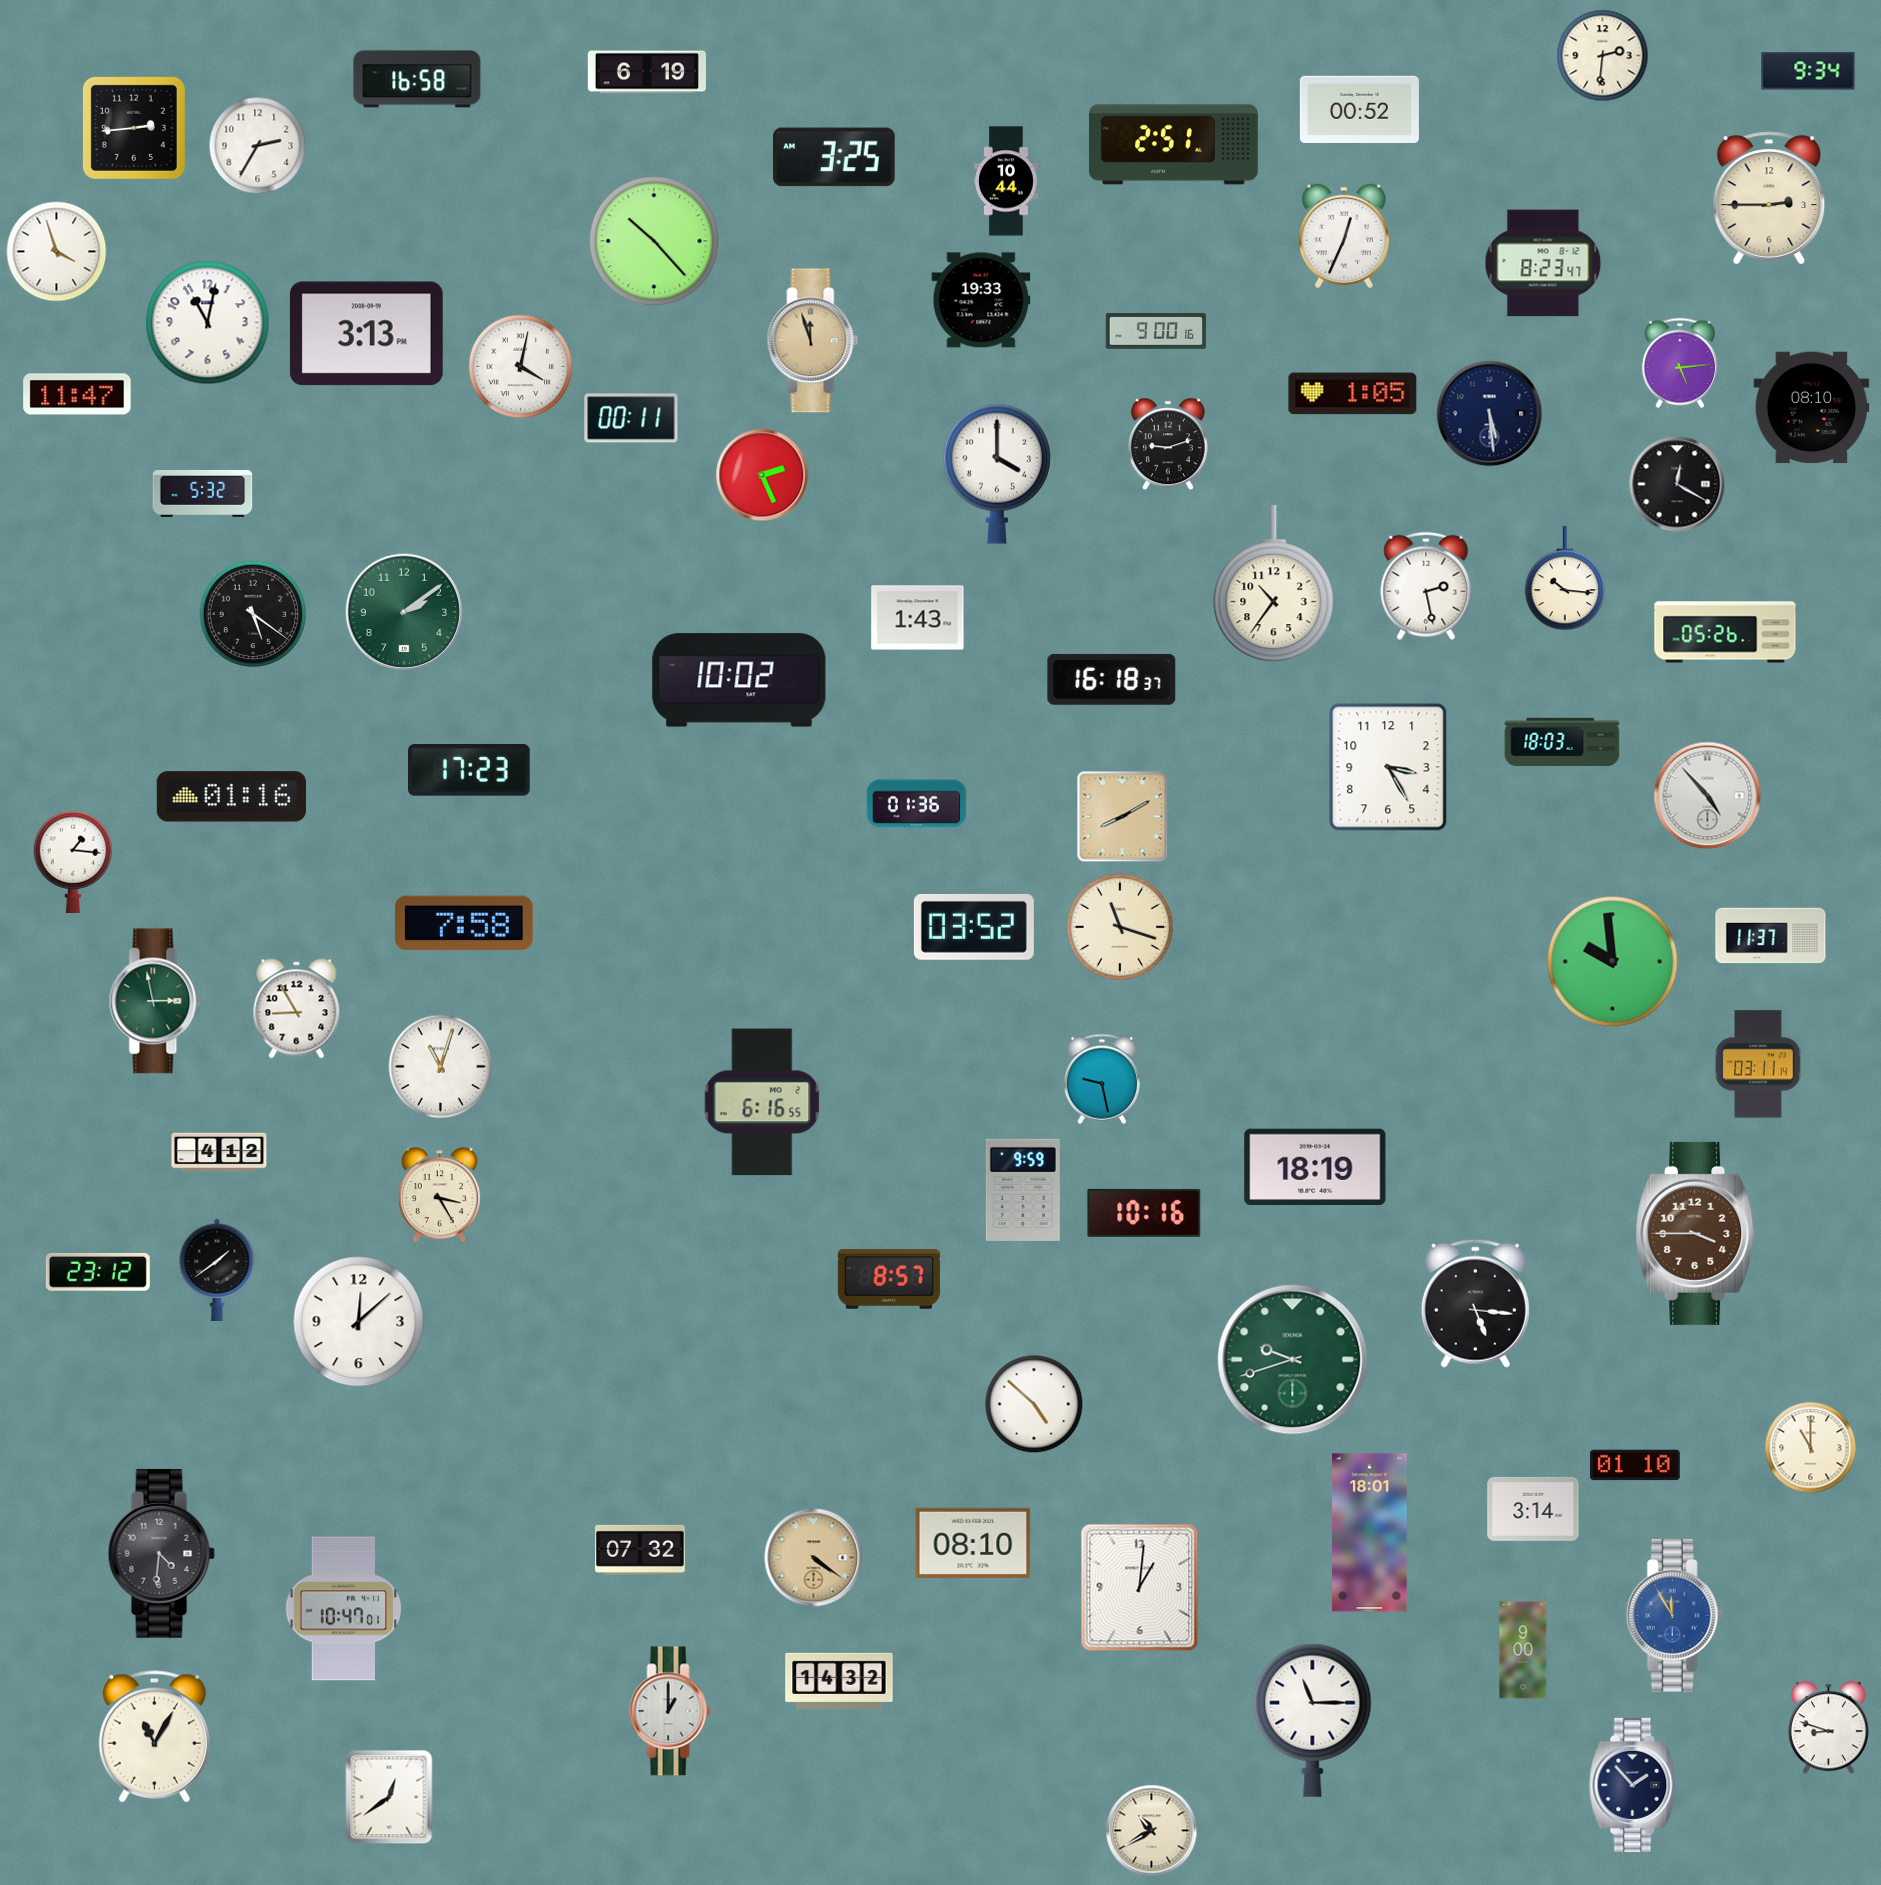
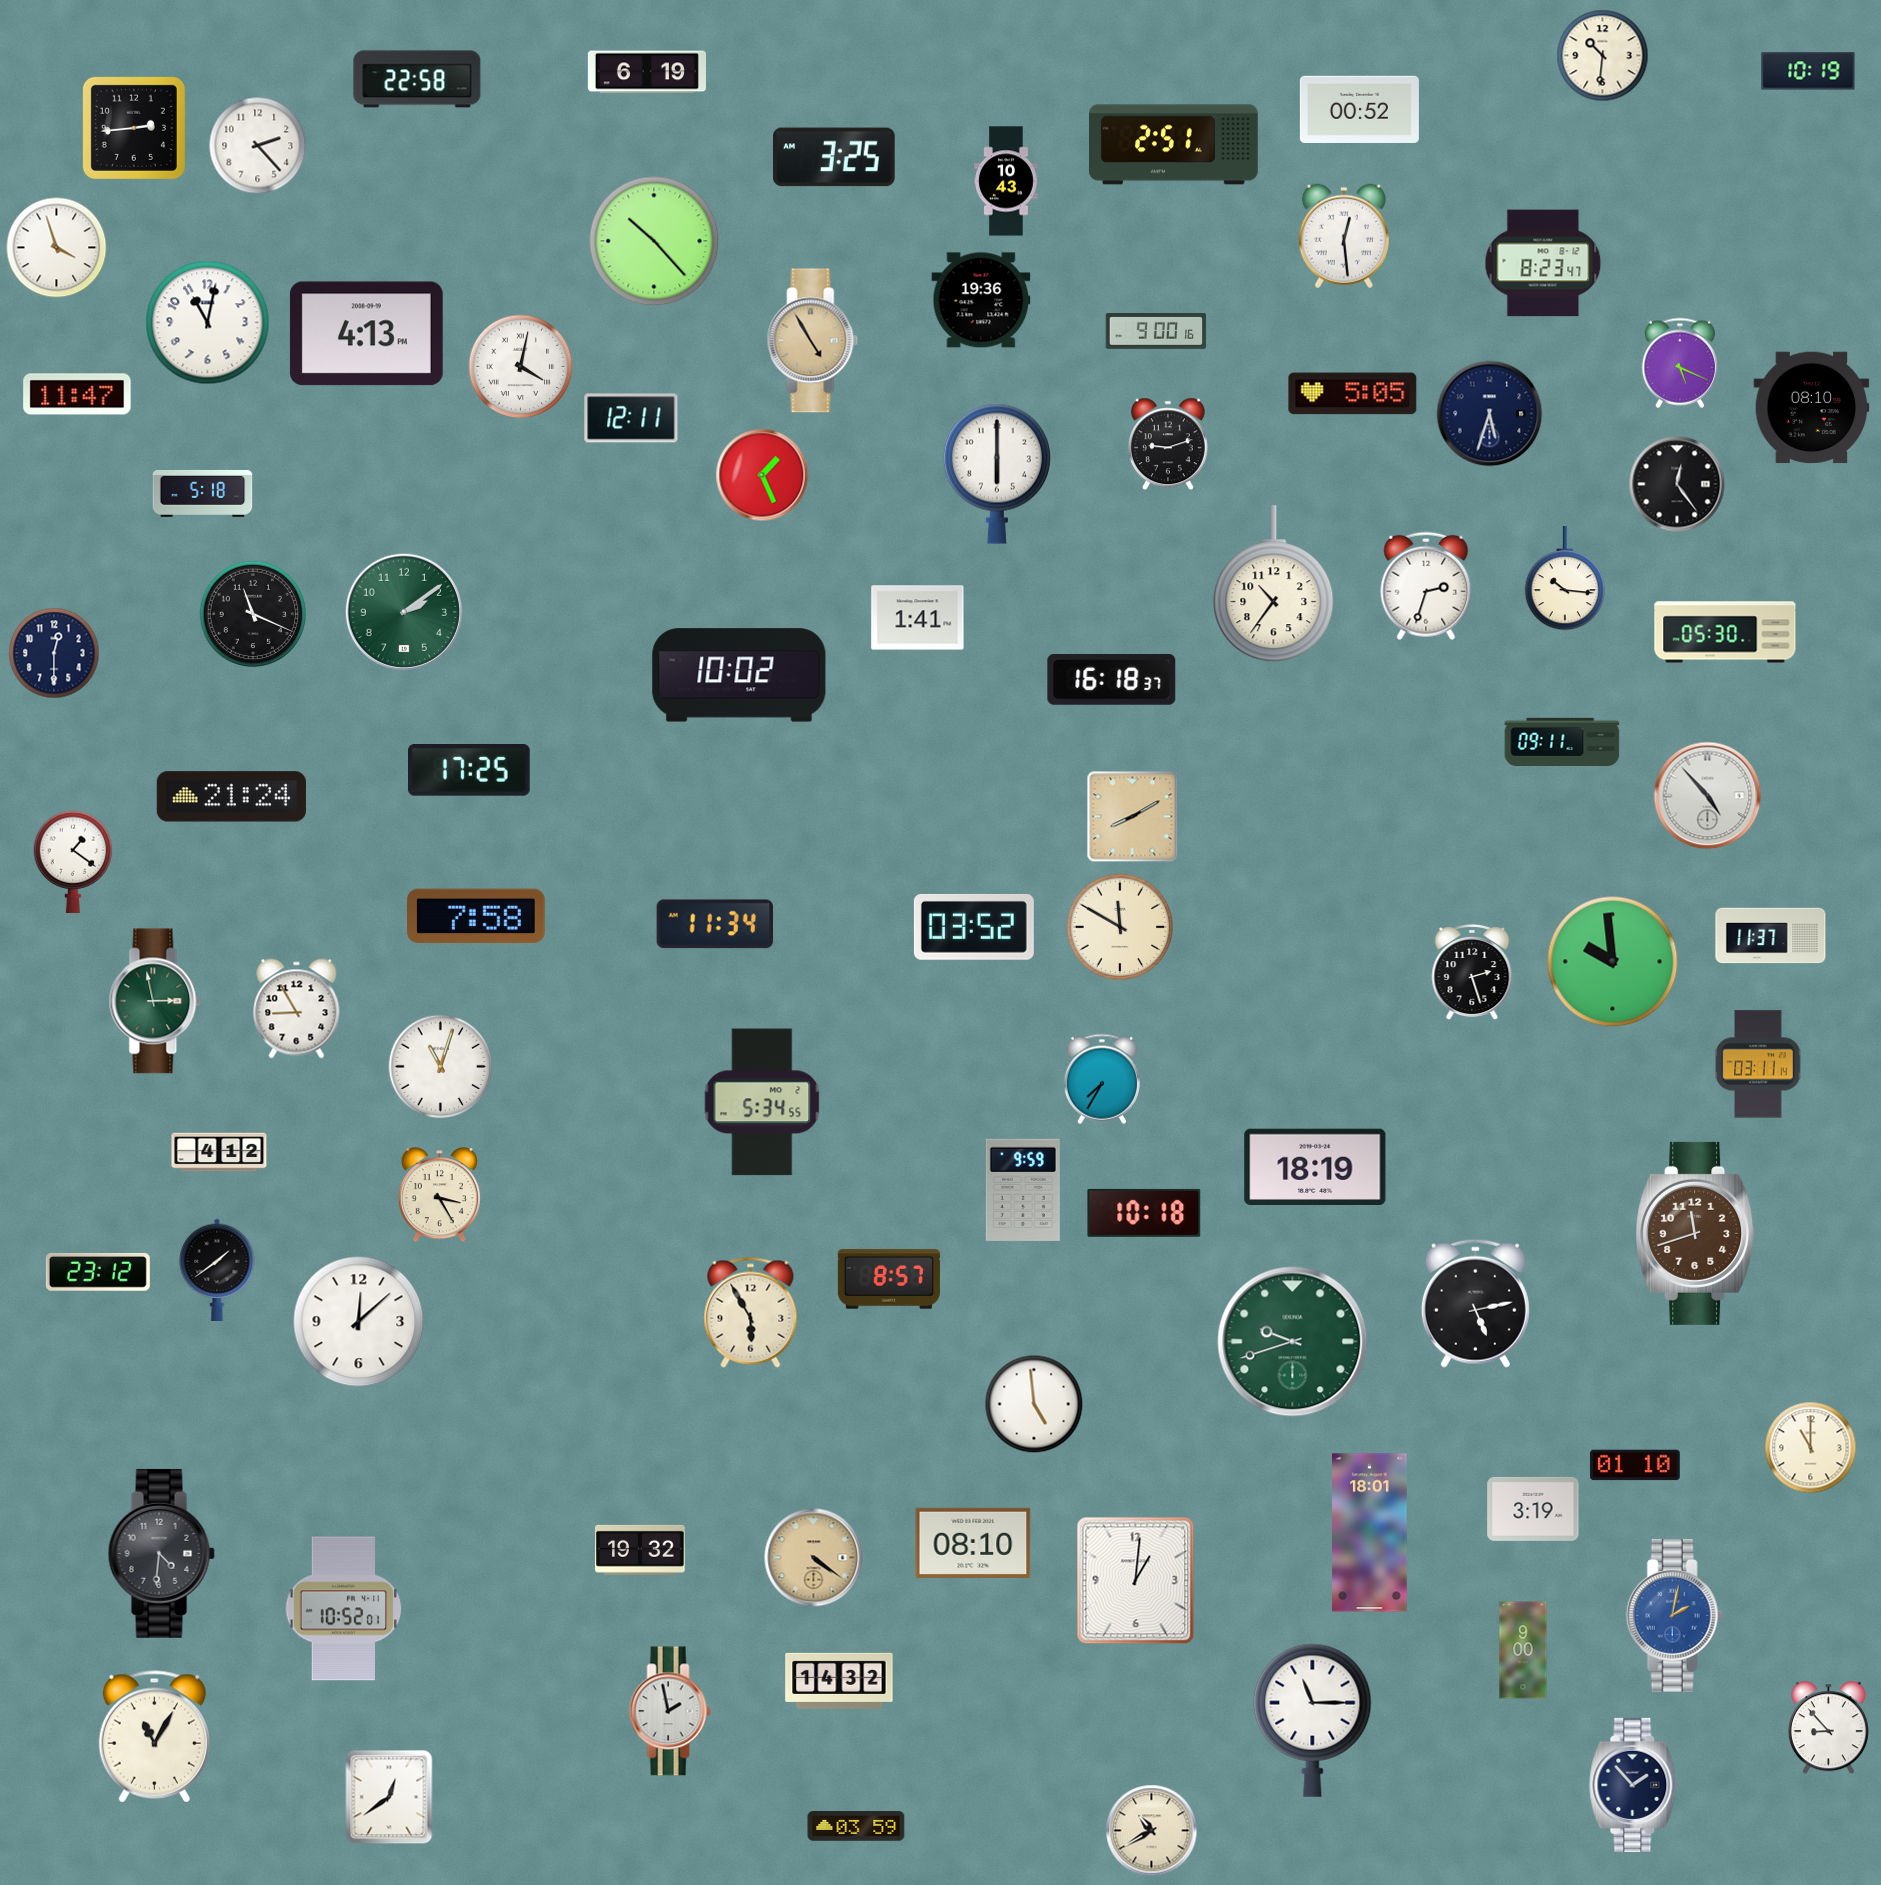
clock at (1603, 56): 2:31 -> 10:31
clock at (1808, 71): 9:34 -> 10:19
clock at (417, 79): 16:58 -> 22:58
clock at (258, 146): 2:35 -> 2:23
clock at (1006, 181): 10:44 -> 10:43
clock at (1769, 198): 2:45 -> none
clock at (1344, 236): 12:34 -> 12:29
clock at (57, 252) position: (57, 252) -> (57, 248)
clock at (981, 300): 19:33 -> 19:36
clock at (366, 334): 3:13 -> 4:13
clock at (813, 341): 11:57 -> 4:55
clock at (1680, 363): 5:14 -> 5:19
clock at (1353, 394): 1:05 -> 5:05
clock at (1490, 414): 5:29 -> 5:33
clock at (631, 418): 00:11 -> 12:11
clock at (997, 474): 4:00 -> 6:00
clock at (762, 475): 2:26 -> 1:26
clock at (1677, 484): 12:20 -> 12:24
clock at (203, 493): 5:32 -> 5:18
clock at (1426, 586): 2:28 -> 2:33
clock at (253, 614): 5:21 -> 11:19
clock at (918, 618): 1:43 -> 1:41
clock at (1725, 632): 05:26 -> 05:30
clock at (54, 653): none -> 12:30
clock at (739, 680) position: (739, 680) -> (739, 675)
clock at (1562, 741): 18:03 -> 09:11
clock at (1388, 767): 3:25 -> none
clock at (470, 770): 17:23 -> 17:25
clock at (231, 797): 01:16 -> 21:24
clock at (917, 804): 01:36 -> none
clock at (1123, 817) position: (1123, 817) -> (1133, 817)
clock at (73, 862): 1:16 -> 1:21
clock at (465, 923) position: (465, 923) -> (477, 916)
clock at (715, 924): none -> 11:34
clock at (1120, 927): 11:18 -> 11:50
clock at (1472, 973): none -> 2:27
clock at (1102, 1079): 9:28 -> 7:35
clock at (762, 1102): 6:16 -> 5:34
clock at (1144, 1213): 10:16 -> 10:18
clock at (1696, 1233): 3:45 -> 11:42
clock at (1475, 1303): 5:16 -> 5:13
clock at (751, 1312): none -> 5:55
clock at (1293, 1360) position: (1293, 1360) -> (1293, 1342)
clock at (1034, 1404): 4:52 -> 4:59
clock at (1533, 1509): 3:14 -> 3:19
clock at (640, 1550): 07:32 -> 19:32
clock at (1140, 1588) position: (1140, 1588) -> (1136, 1581)
clock at (344, 1609): 10:47 -> 10:52
clock at (1674, 1615): 11:55 -> 2:02
clock at (670, 1711): 1:00 -> 1:58
clock at (1828, 1728): 8:48 -> 8:53
clock at (856, 1826): none -> 03:59
